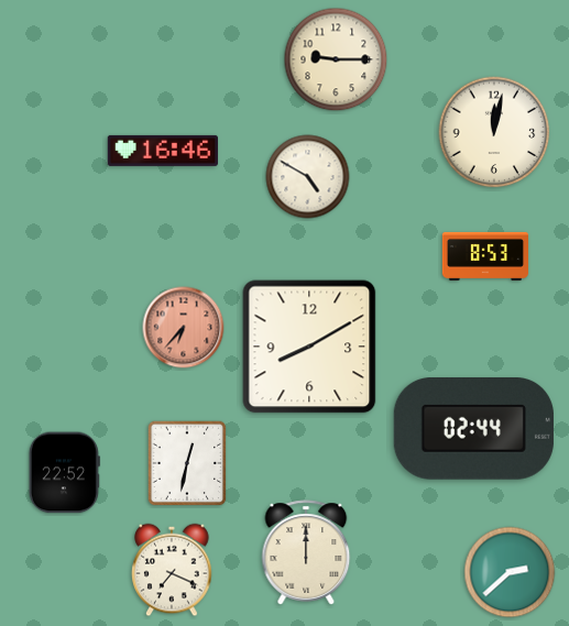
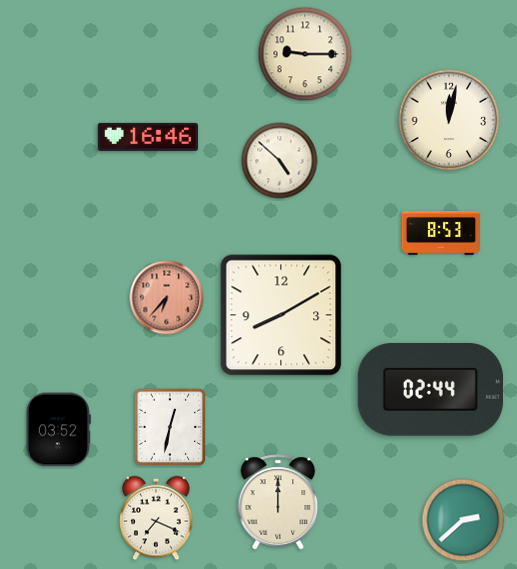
clock at (308, 177): 4:50 -> 4:52
clock at (187, 463) position: (187, 463) -> (170, 427)
clock at (64, 473): 22:52 -> 03:52
